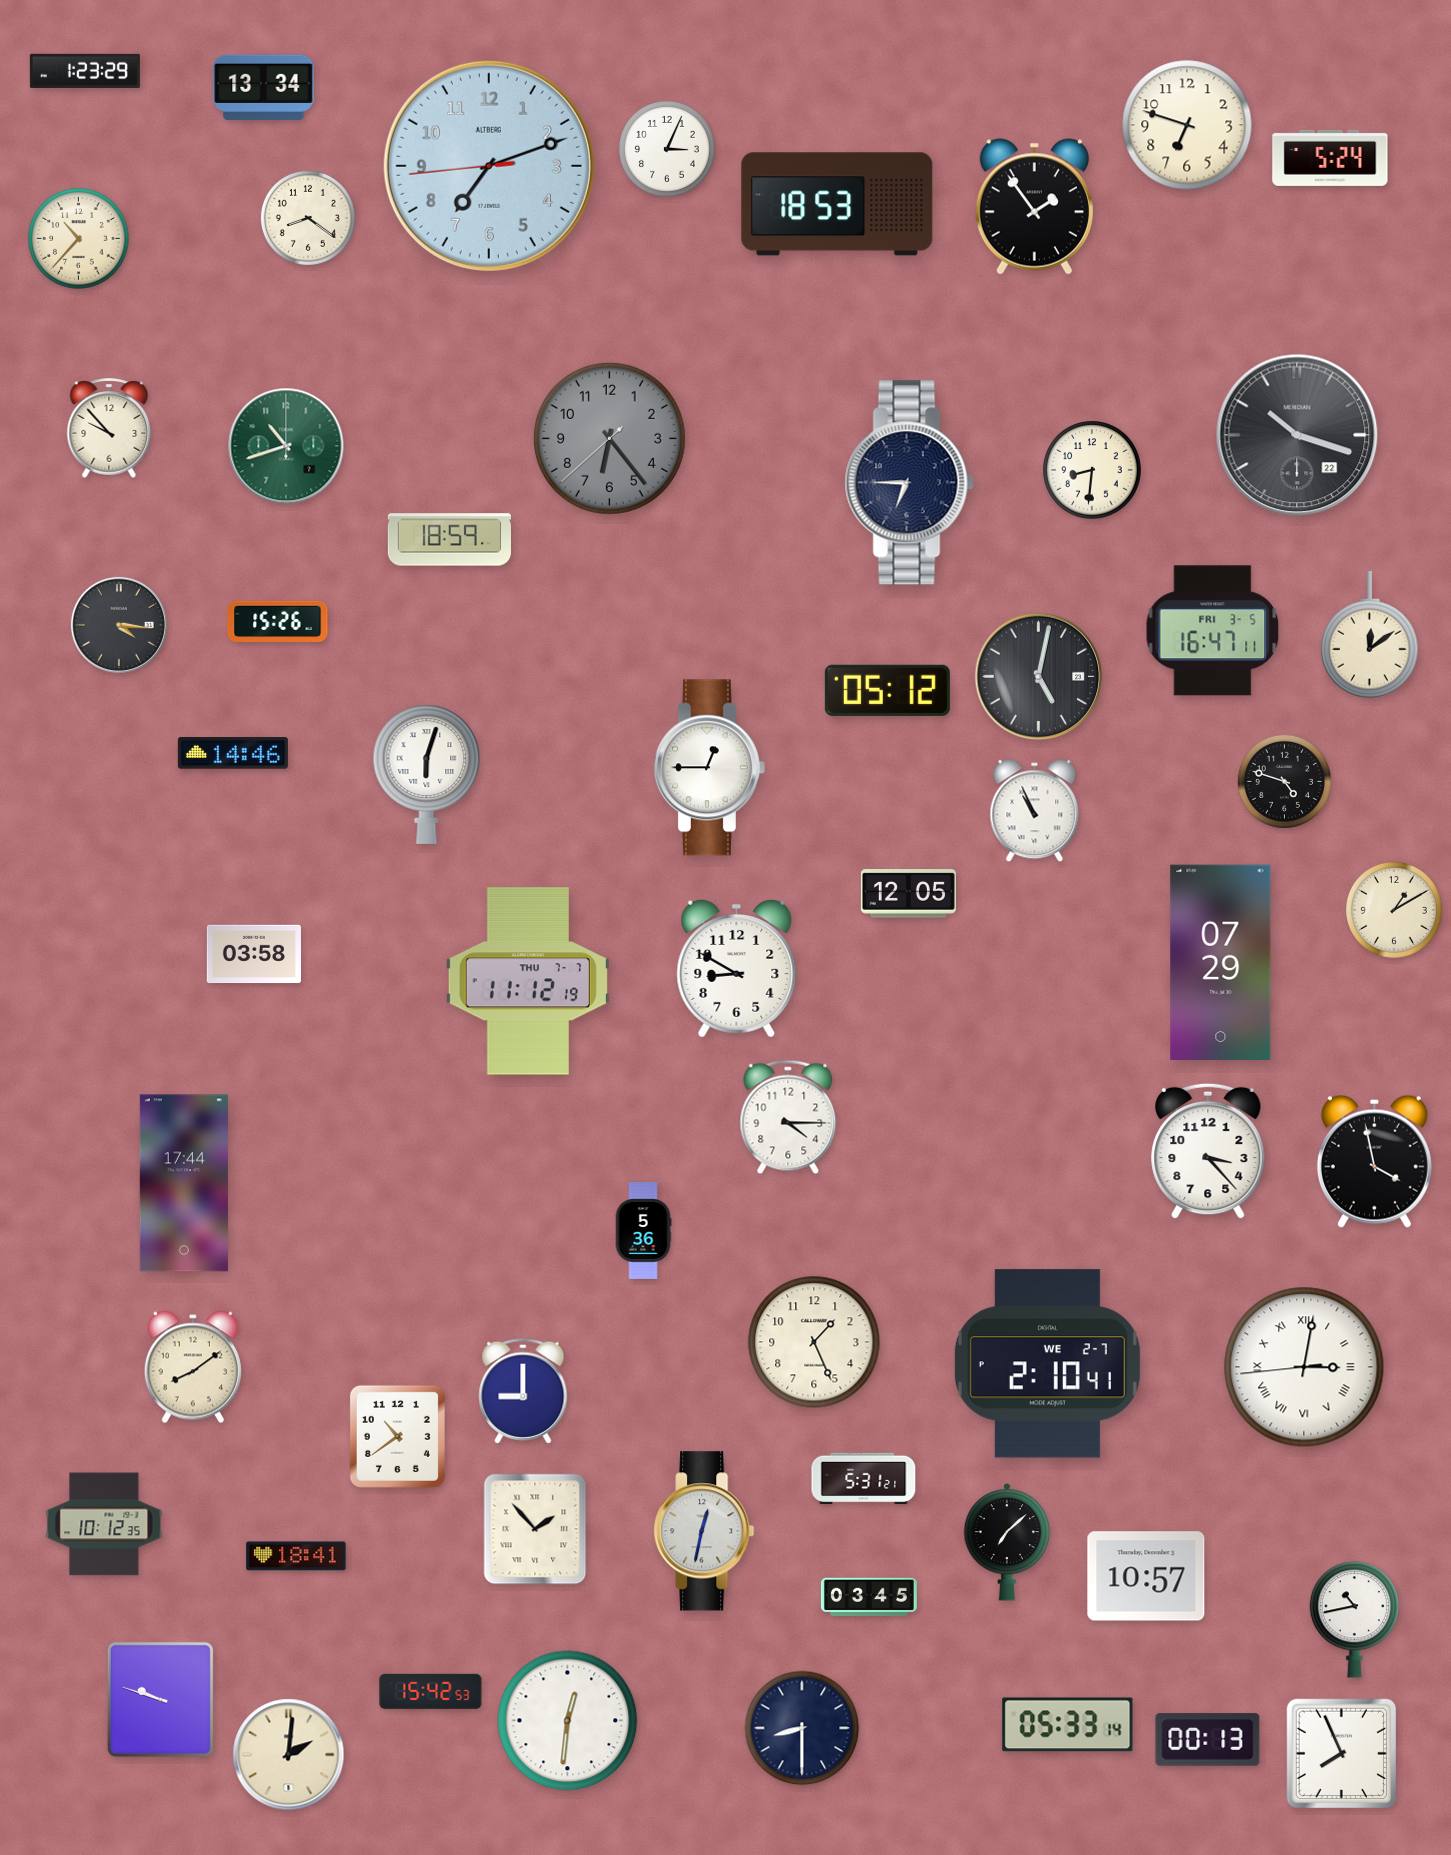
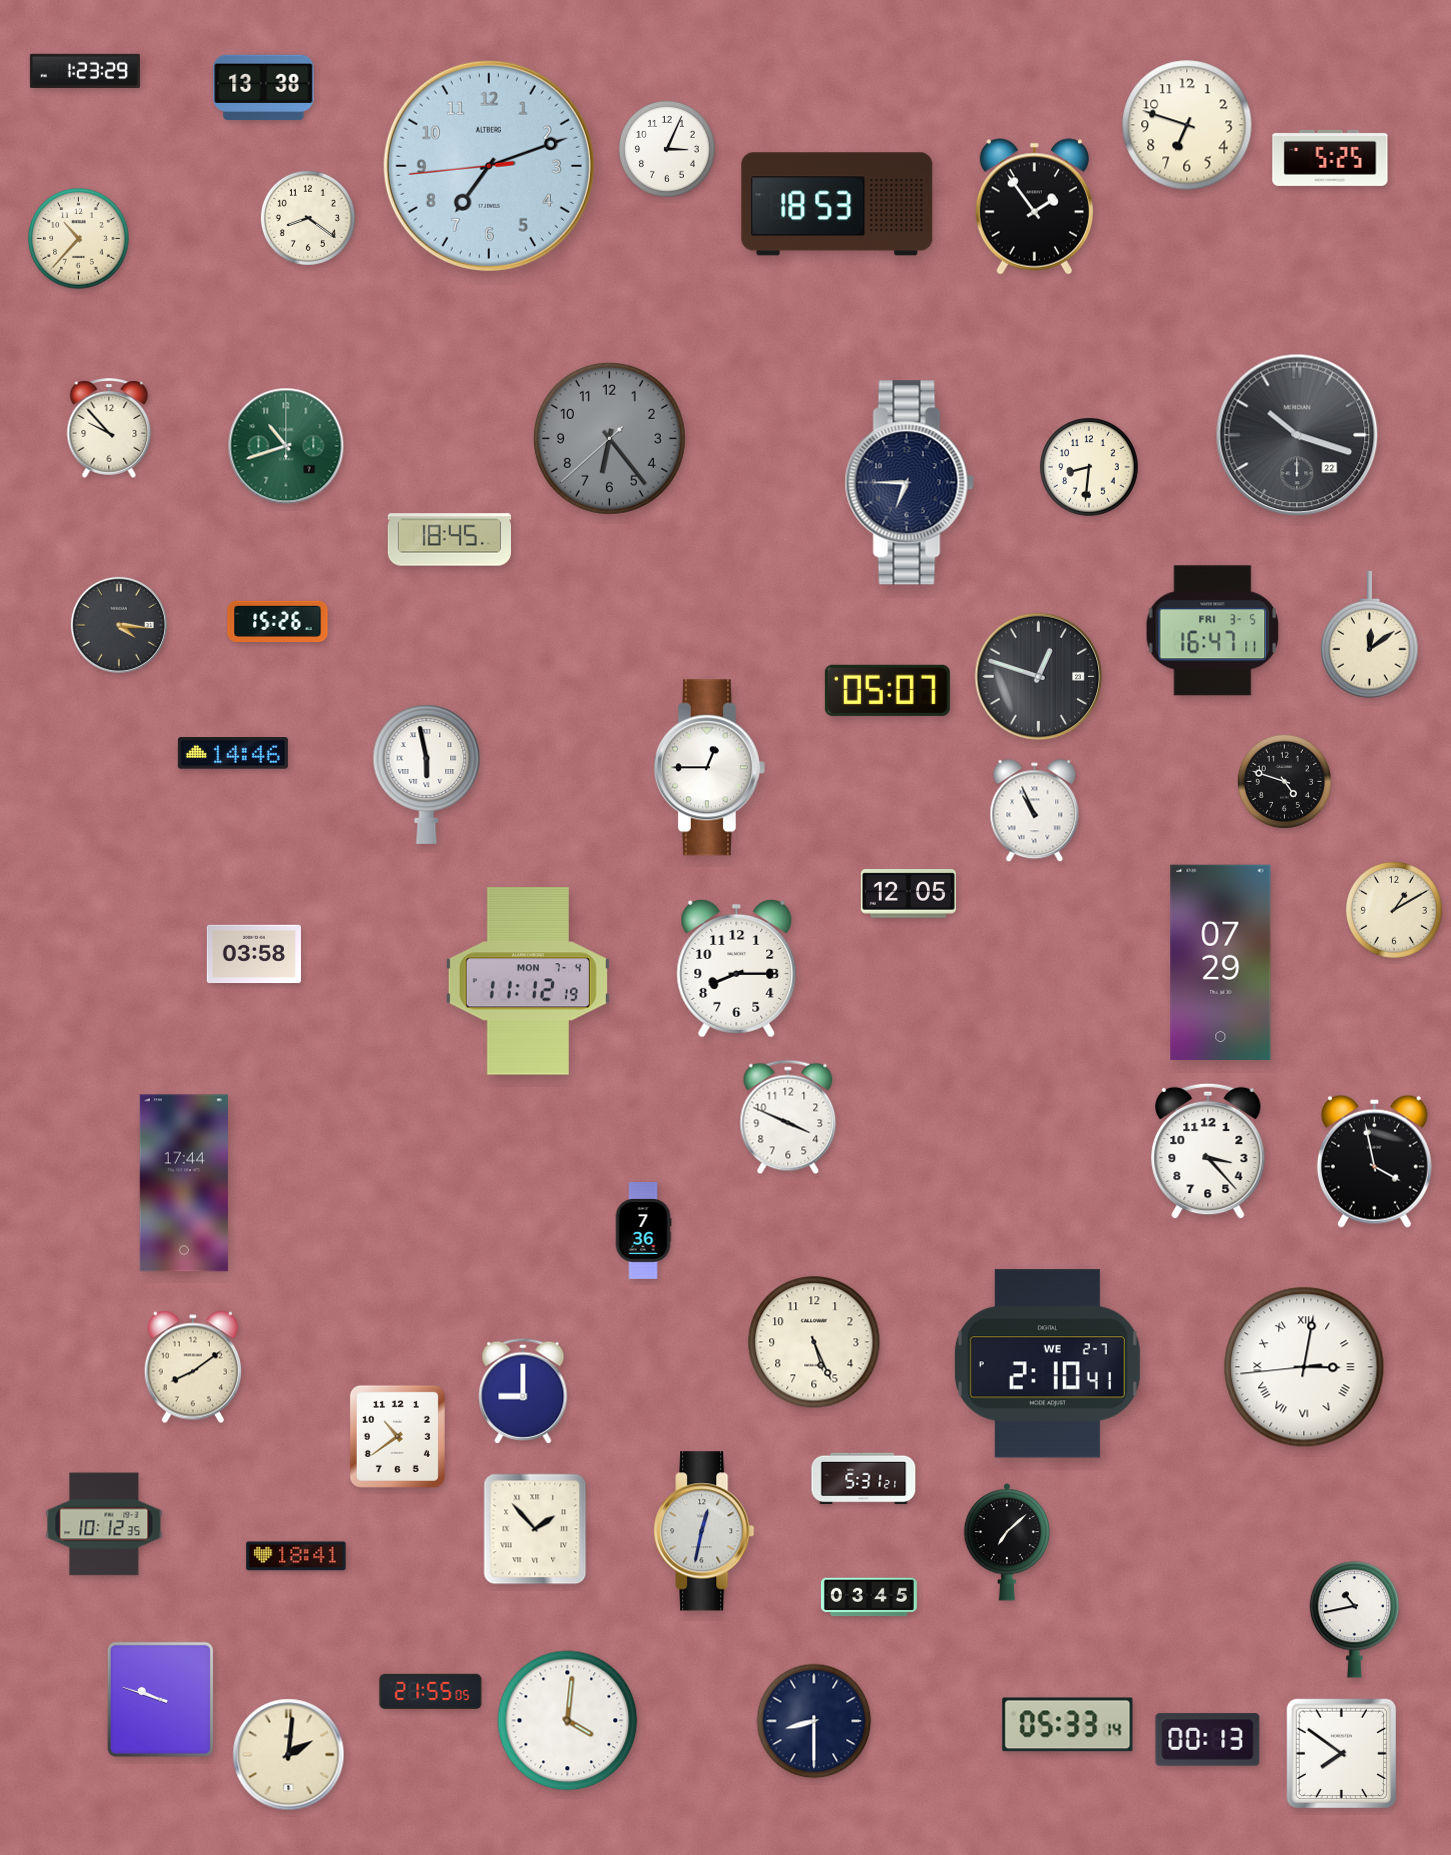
clock at (264, 87): 13:34 -> 13:38
clock at (1330, 158): 5:24 -> 5:25
clock at (1092, 470) position: (1092, 470) -> (1089, 467)
clock at (449, 540): 18:59 -> 18:45
clock at (1039, 677): 5:02 -> 12:48
clock at (887, 690): 05:12 -> 05:07
clock at (427, 774): 6:03 -> 5:58
clock at (737, 968): 8:50 -> 8:15
clock at (528, 981) date: THU 7-7 -> MON 7-4
clock at (788, 1117): 4:15 -> 3:49
clock at (643, 1231): 5:36 -> 7:36
clock at (814, 1342): 1:26 -> 5:26
clock at (1146, 1576): 10:57 -> none
clock at (431, 1691): 15:42 -> 21:55
clock at (568, 1721): 12:31 -> 4:01
clock at (802, 1728) position: (802, 1728) -> (814, 1721)
clock at (1342, 1754): 7:56 -> 7:51
